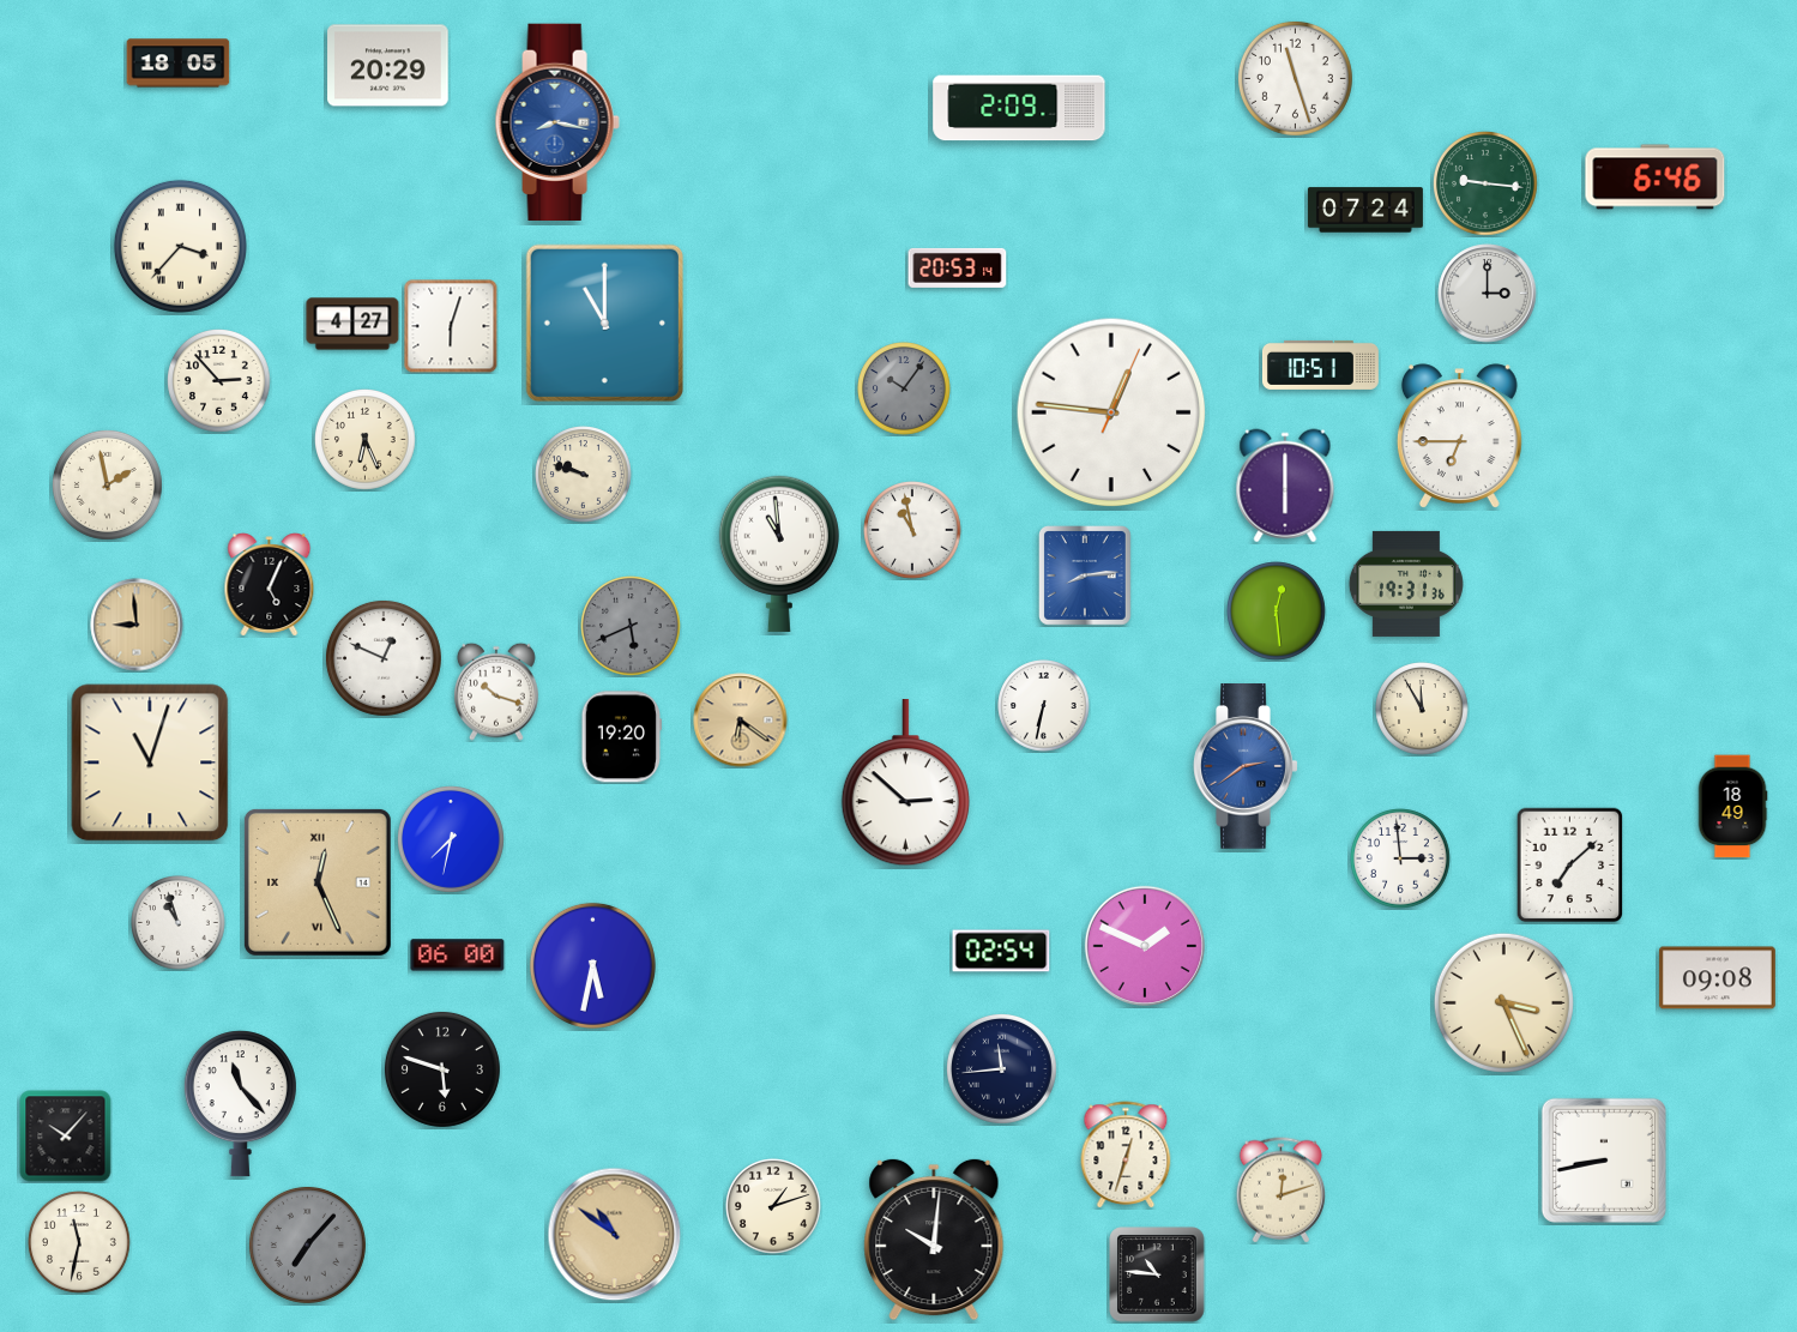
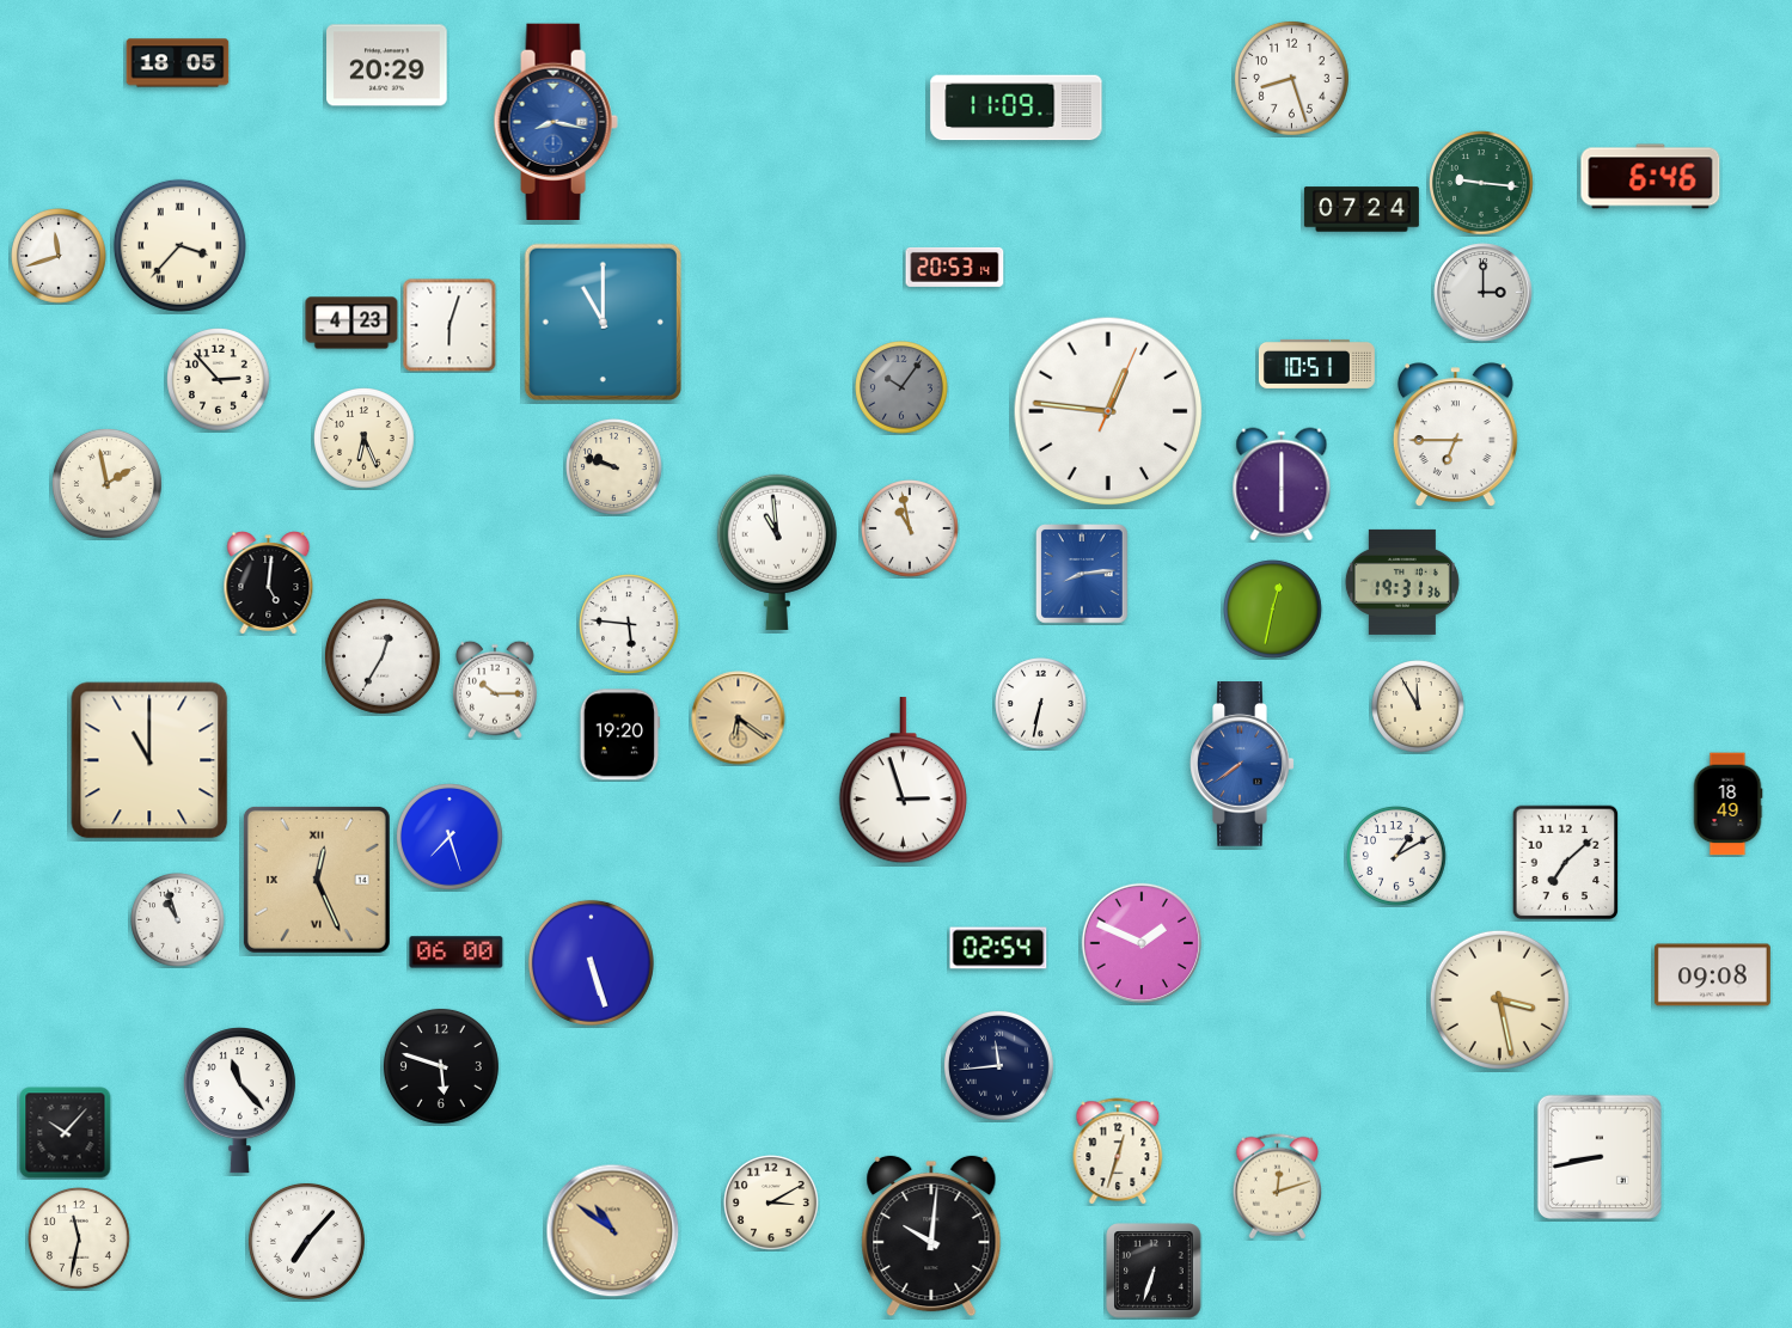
clock at (1295, 78): 11:27 -> 8:27
clock at (1019, 108): 2:09 -> 11:09
clock at (59, 256): none -> 11:42
clock at (352, 324): 4:27 -> 4:23
clock at (584, 475) position: (584, 475) -> (614, 467)
clock at (270, 585): 5:04 -> 5:01
clock at (1277, 611): 12:29 -> 12:32
clock at (137, 625): 8:59 -> none
clock at (631, 626): 5:41 -> 5:46
clock at (631, 626) dial: grey -> white
clock at (384, 658): 12:49 -> 12:35
clock at (498, 692): 10:18 -> 10:15
clock at (150, 763): 11:03 -> 11:00
clock at (1246, 767): 2:39 -> 7:39
clock at (905, 784): 2:52 -> 2:57
clock at (452, 840): 7:32 -> 7:27
clock at (1400, 858): 2:59 -> 1:10
clock at (592, 965): 5:32 -> 5:27
clock at (1503, 1002): 3:26 -> 3:28
clock at (1126, 1155) position: (1126, 1155) -> (1118, 1151)
clock at (773, 1206): 1:12 -> 3:10
clock at (307, 1244) dial: grey -> white
clock at (1157, 1274): 10:46 -> 6:33
